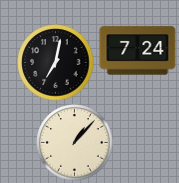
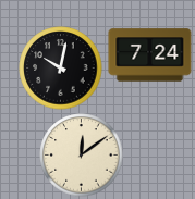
clock at (56, 63): 7:02 -> 10:02
clock at (75, 143): 1:07 -> 12:09
